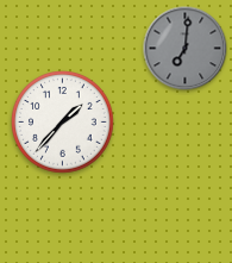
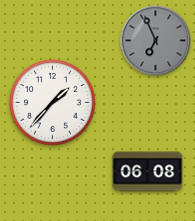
clock at (186, 49): 7:01 -> 6:56
clock at (148, 172): none -> 06:08
